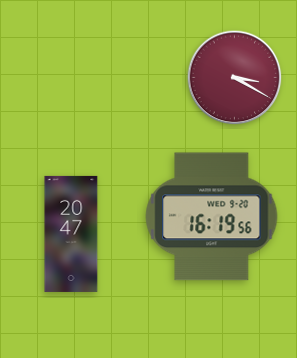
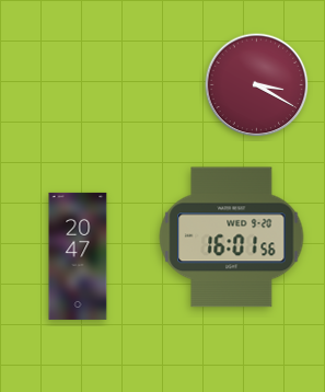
clock at (212, 217): 16:19 -> 16:01
